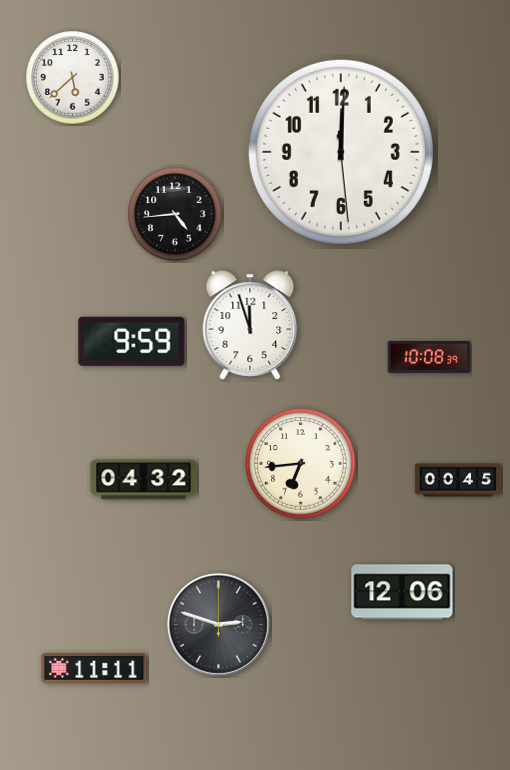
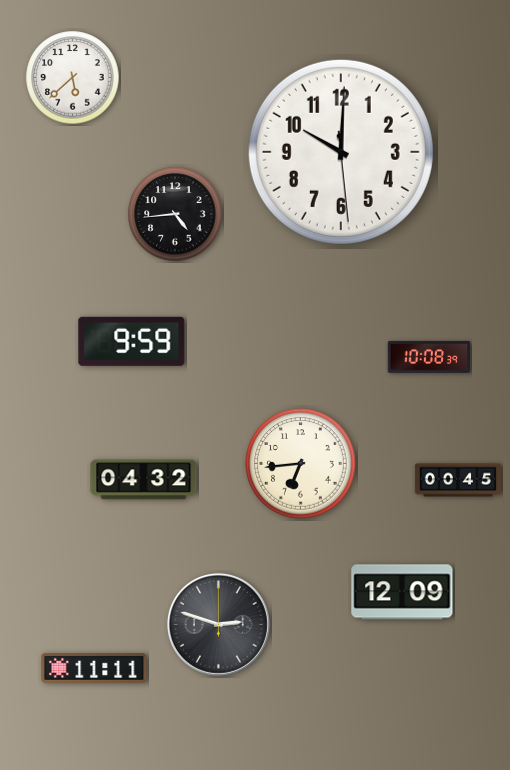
clock at (341, 152): 12:00 -> 10:00
clock at (250, 325): 11:57 -> none
clock at (402, 592): 12:06 -> 12:09
